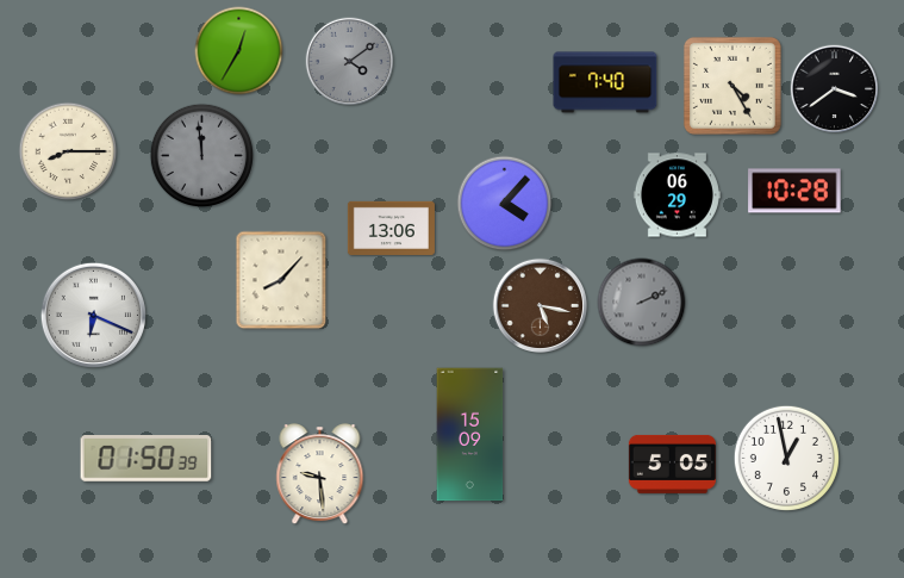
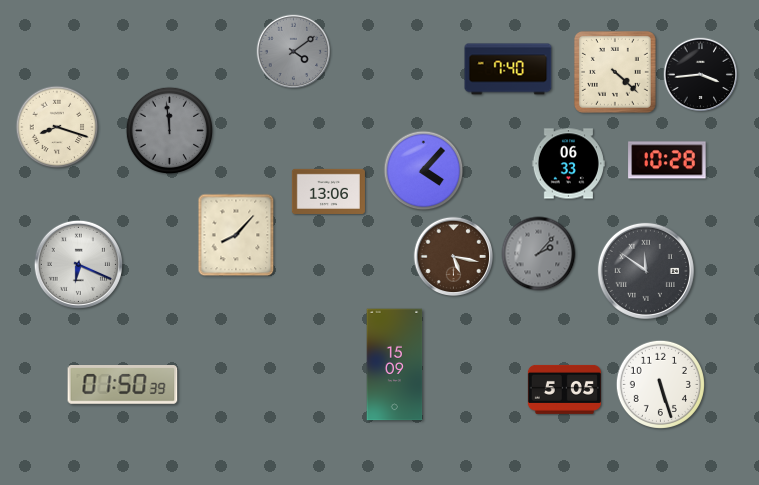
clock at (239, 51): 12:35 -> none
clock at (732, 86): 4:25 -> 4:22
clock at (835, 89): 3:39 -> 3:44
clock at (68, 151): 8:15 -> 8:18
clock at (677, 195): 06:29 -> 06:33
clock at (642, 303): 2:11 -> 2:07
clock at (646, 271): none -> 11:51
clock at (786, 458): 12:58 -> 5:27
clock at (320, 474): 9:29 -> none
